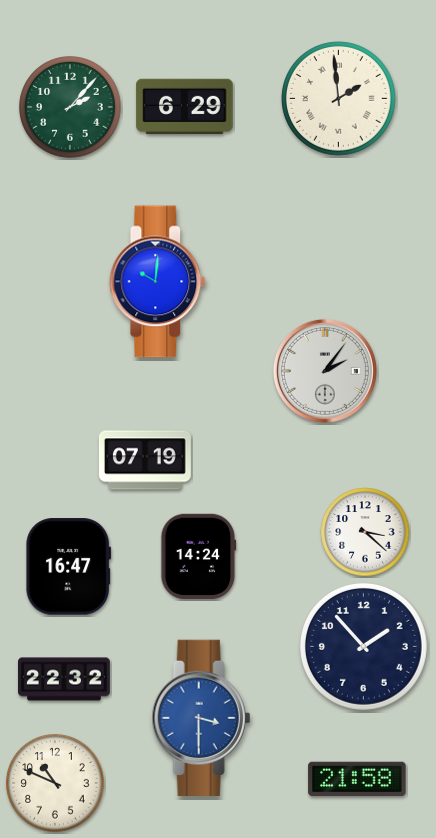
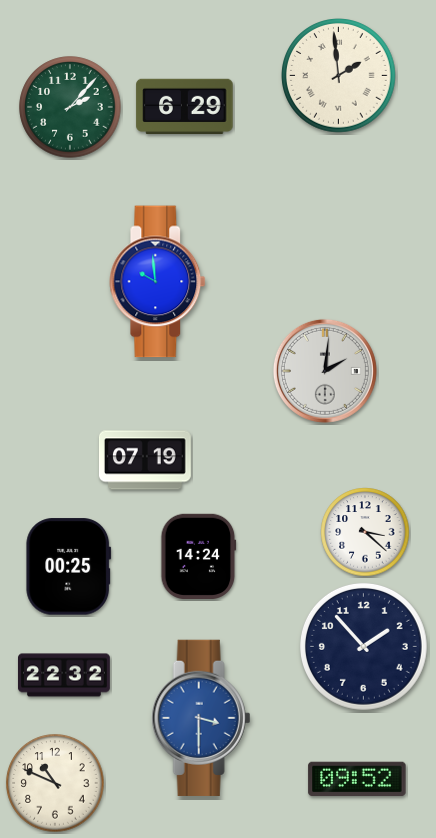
clock at (339, 99) position: (339, 99) -> (339, 76)
clock at (158, 282): 10:01 -> 9:59
clock at (325, 371): 2:06 -> 2:01
clock at (69, 567): 16:47 -> 00:25
clock at (65, 679) position: (65, 679) -> (65, 675)
clock at (357, 779): 21:58 -> 09:52
